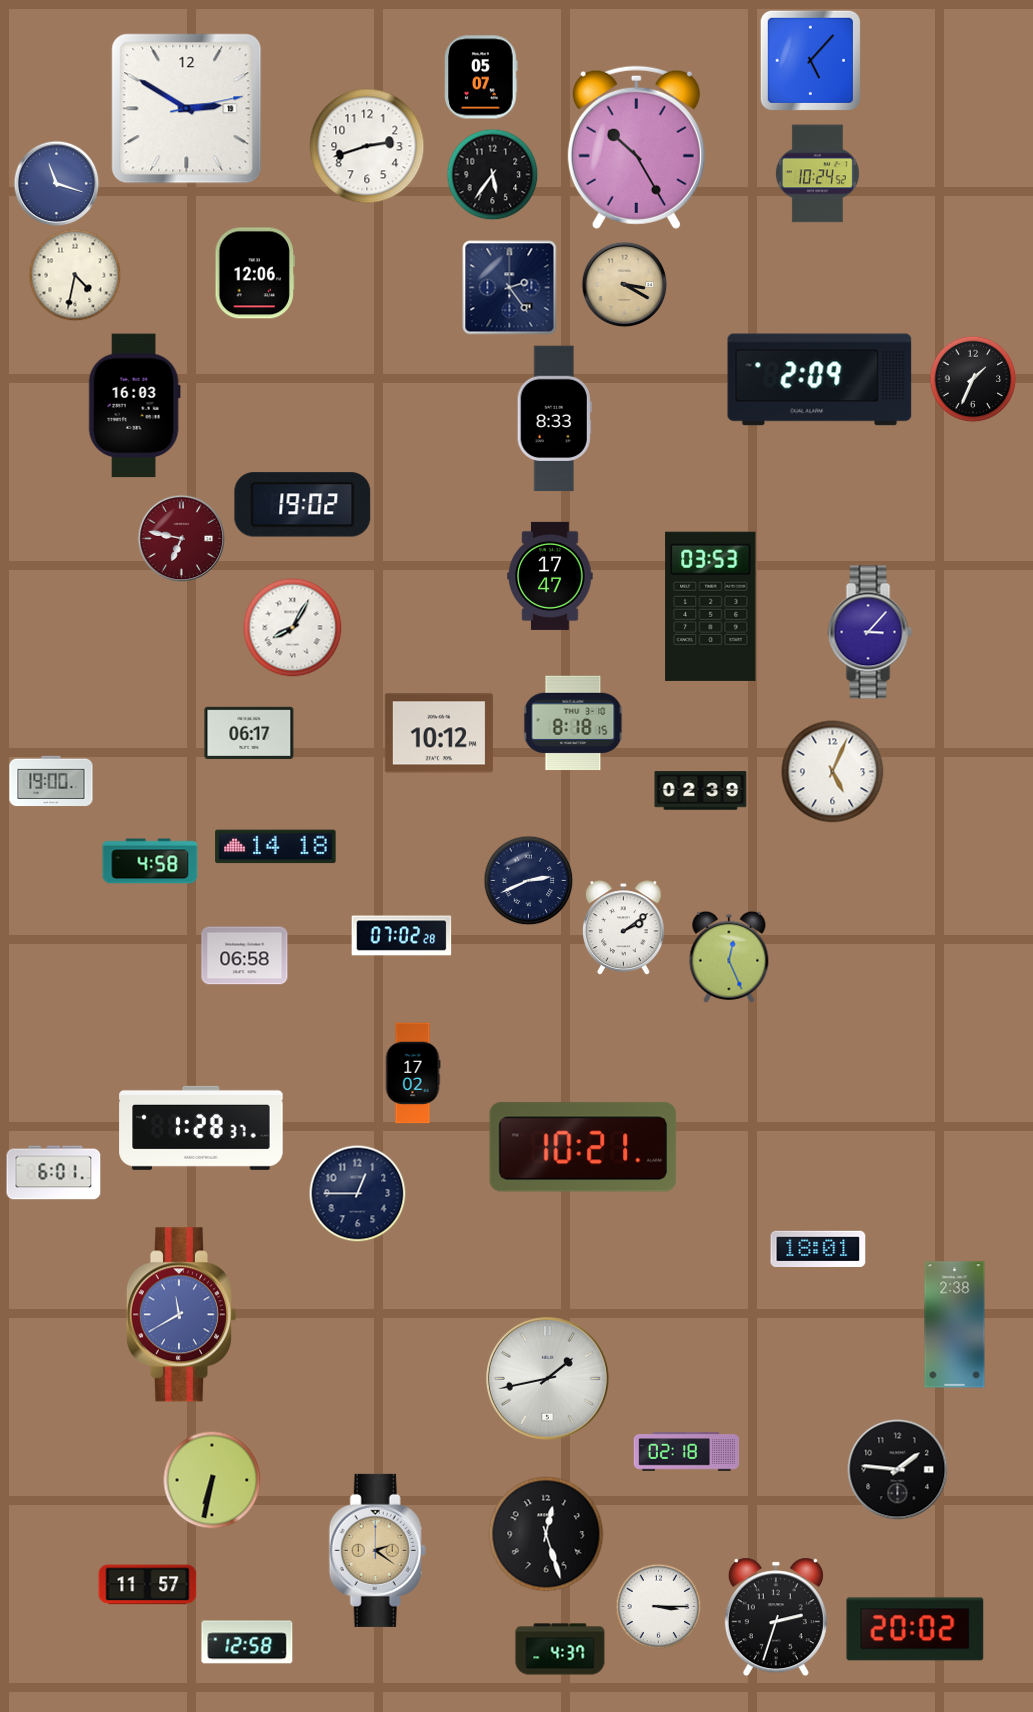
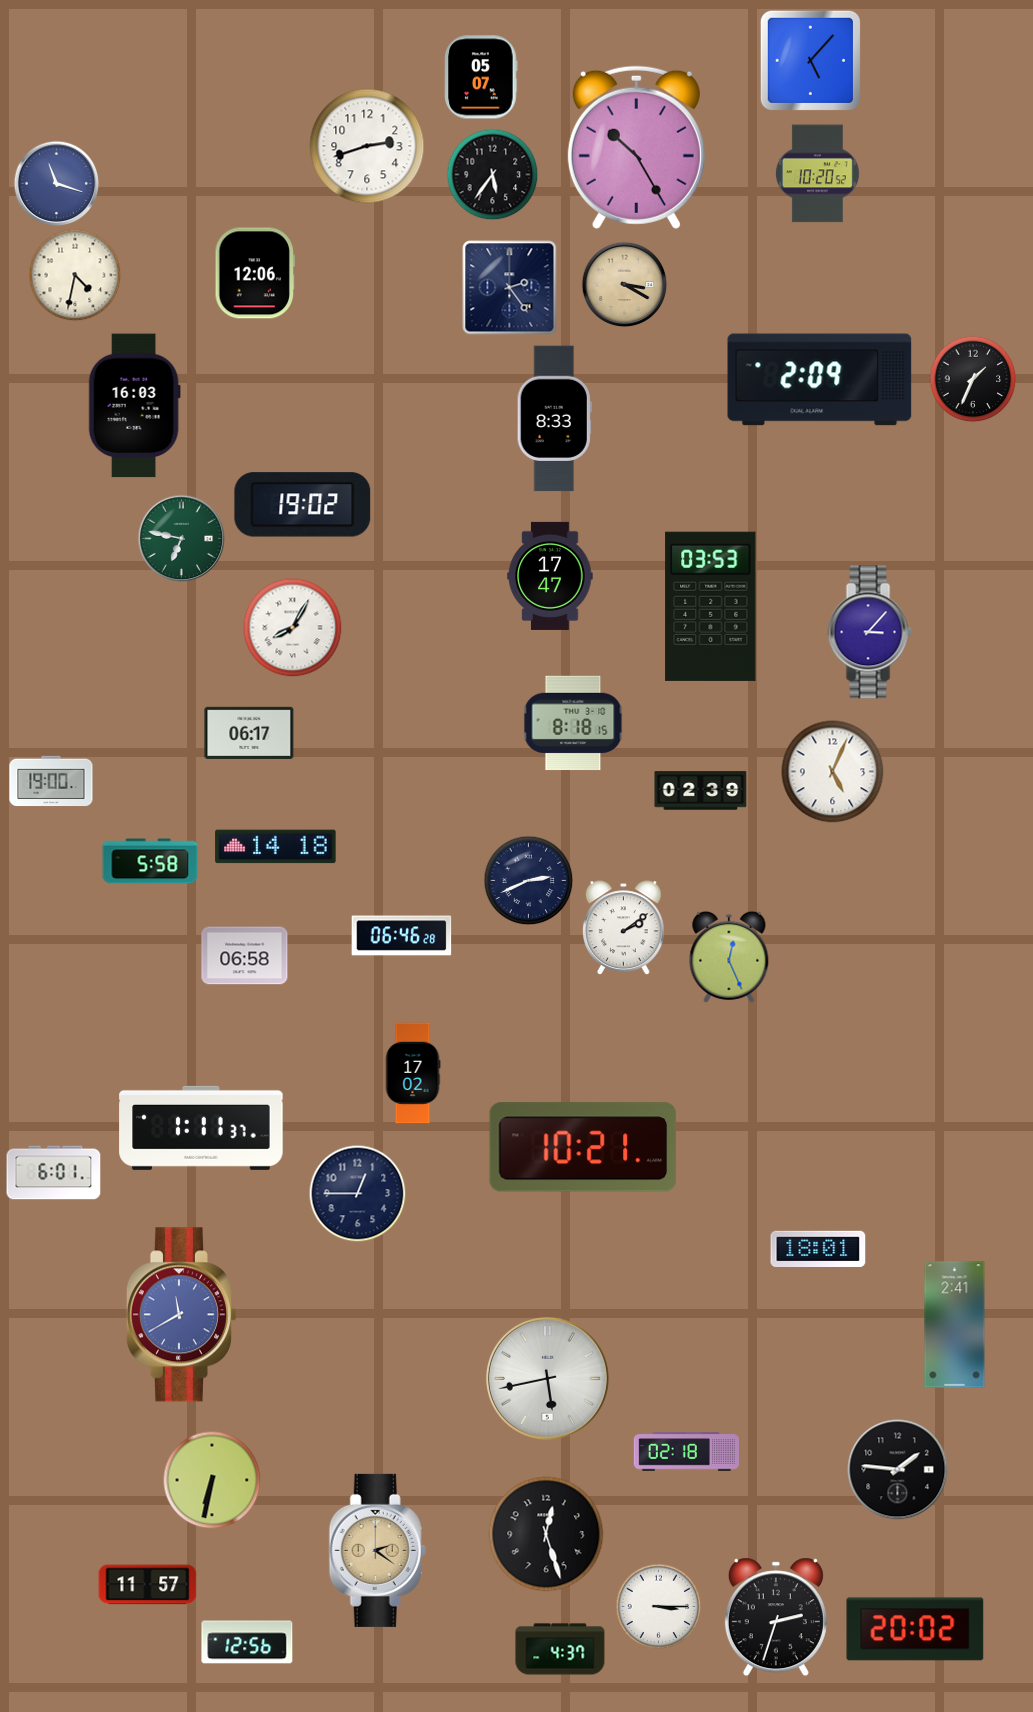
clock at (187, 109): 2:50 -> none
clock at (817, 174): 10:24 -> 10:20
clock at (181, 538) dial: burgundy -> green
clock at (439, 733): 10:12 -> none
clock at (150, 861): 4:58 -> 5:58
clock at (402, 936): 07:02 -> 06:46
clock at (201, 1128): 1:28 -> 1:11
clock at (955, 1325): 2:38 -> 2:41
clock at (547, 1378): 1:43 -> 5:43
clock at (247, 1642): 12:58 -> 12:56
